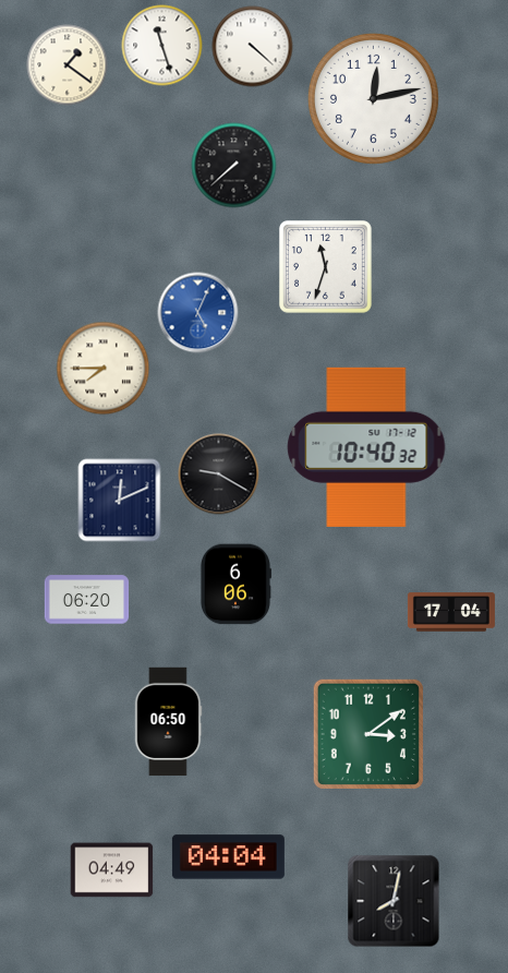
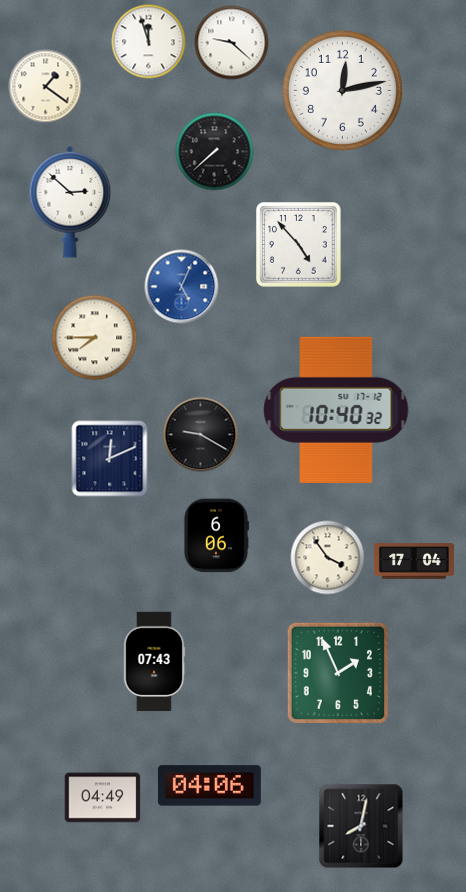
clock at (162, 46): 11:27 -> 11:57
clock at (253, 47): 4:22 -> 9:22
clock at (68, 65) position: (68, 65) -> (46, 87)
clock at (70, 202): none -> 2:52
clock at (326, 267): 11:33 -> 4:53
clock at (87, 600): 06:20 -> none
clock at (328, 558): none -> 3:54
clock at (168, 722): 06:50 -> 07:43
clock at (368, 734): 3:09 -> 1:56
clock at (228, 857): 04:04 -> 04:06
